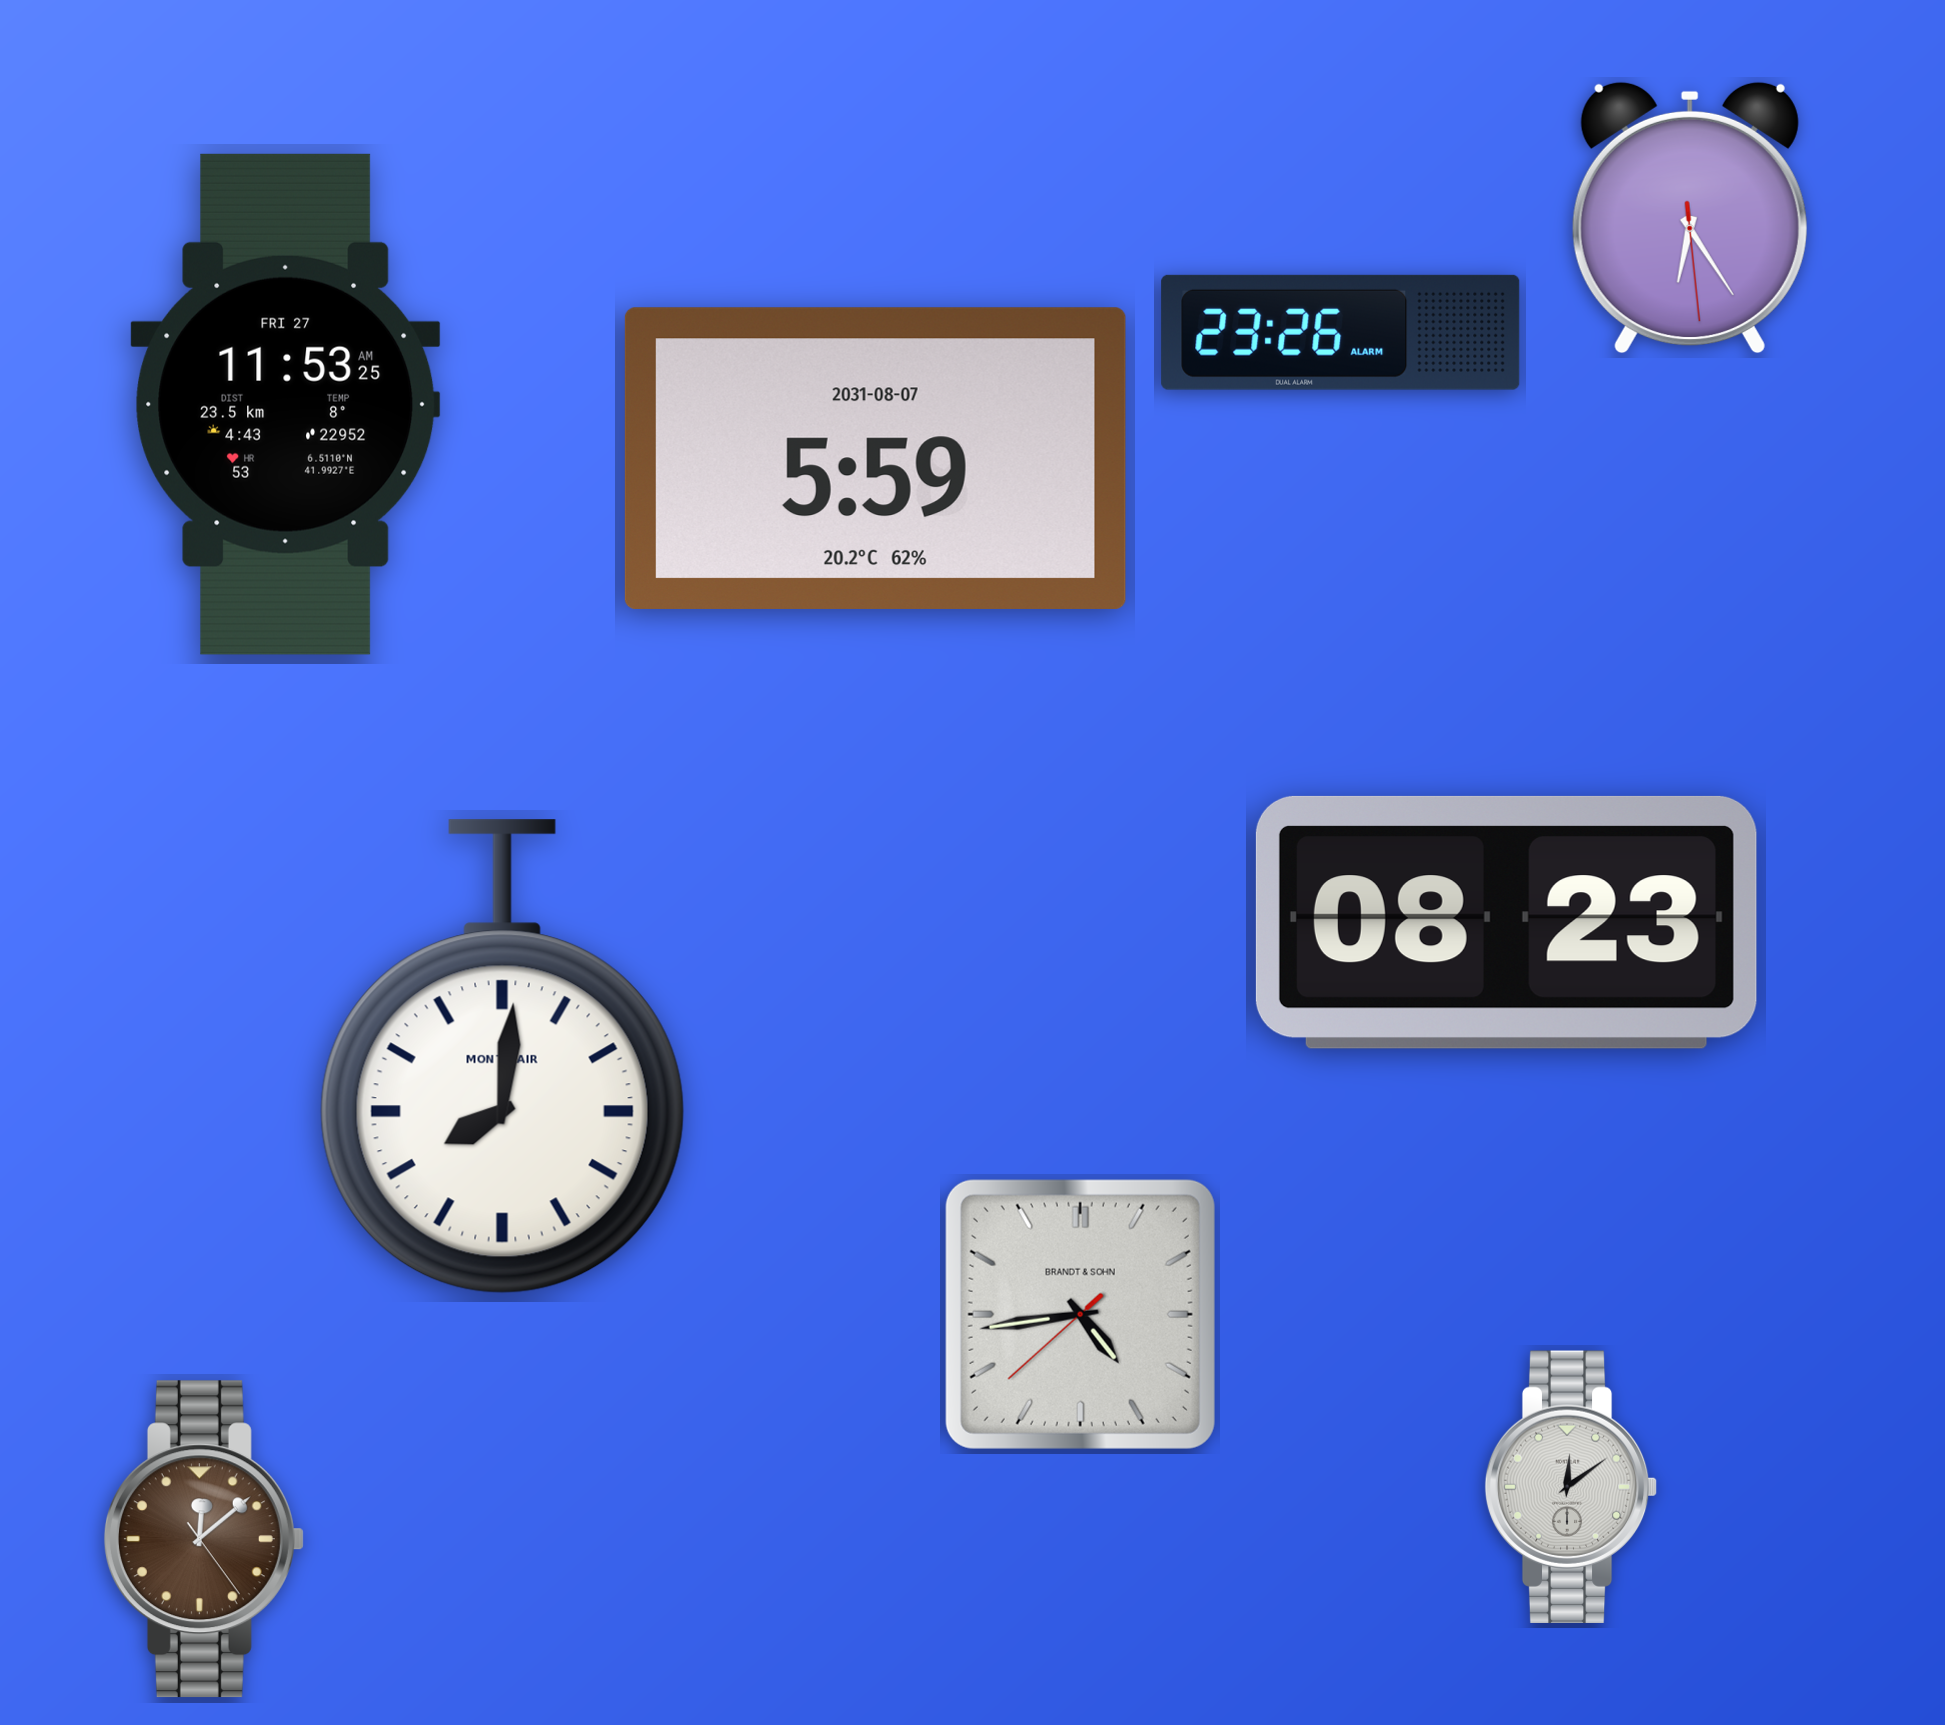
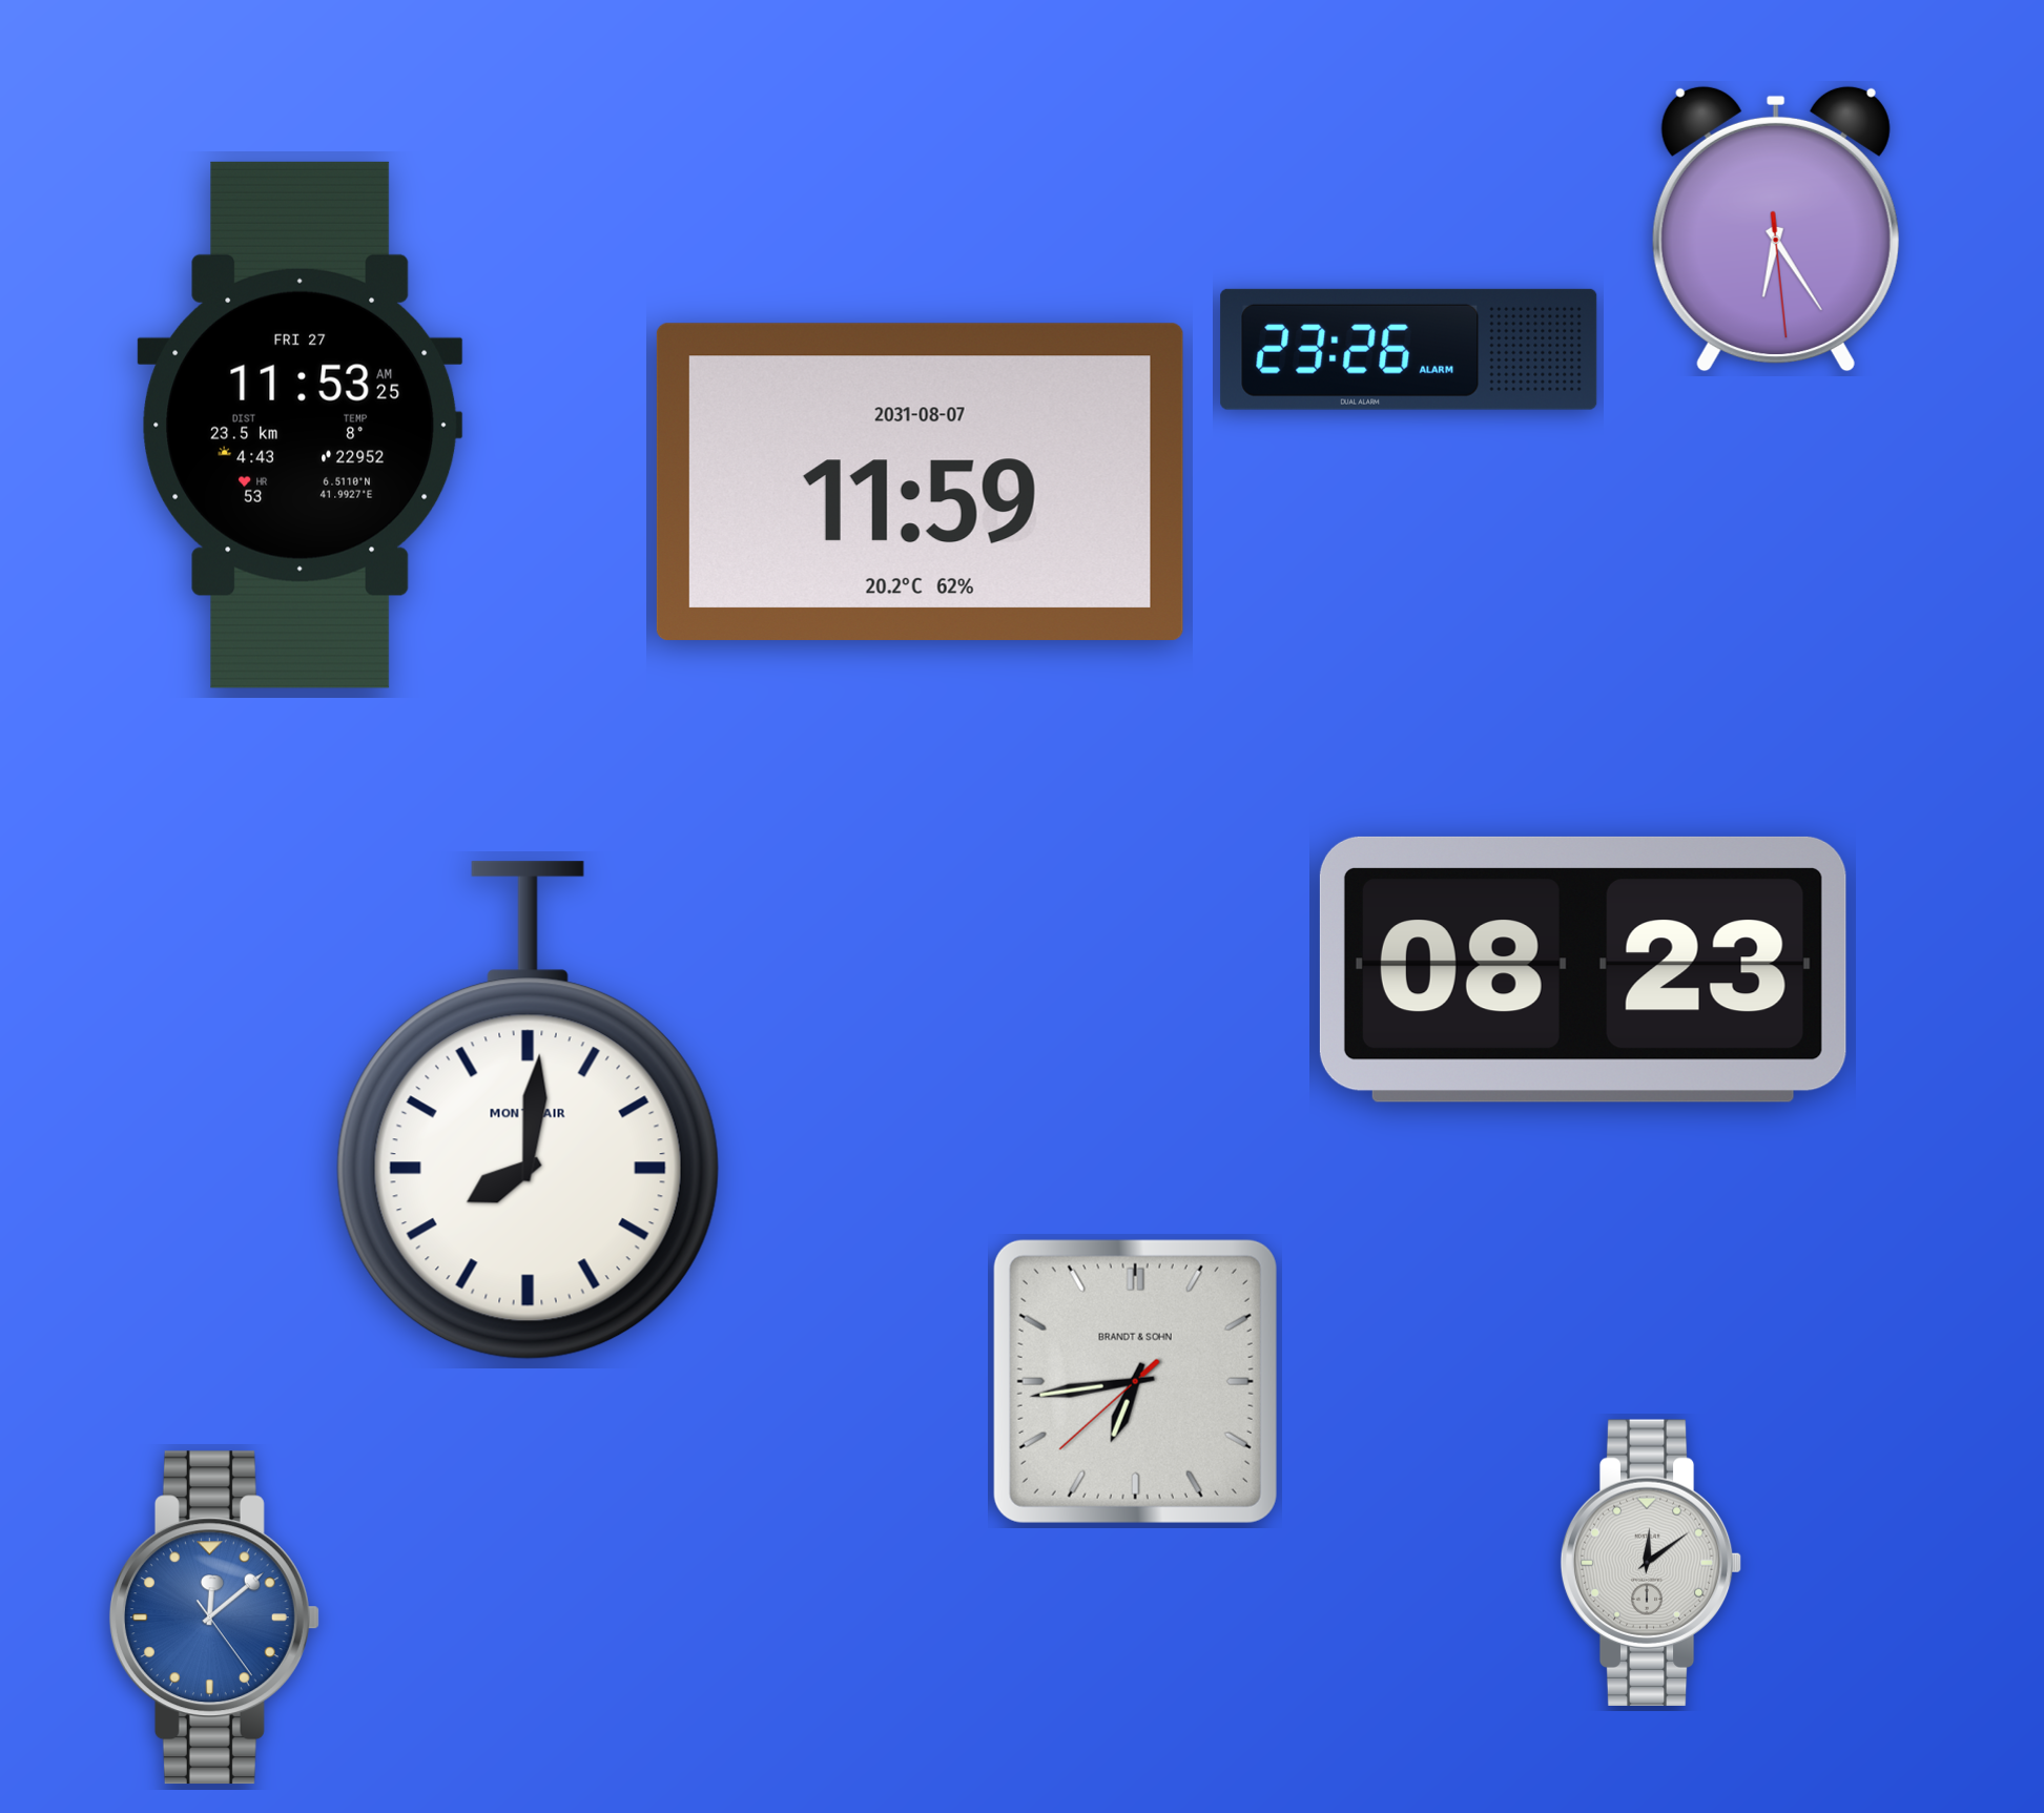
clock at (875, 458): 5:59 -> 11:59
clock at (1080, 1314): 4:43 -> 6:43
clock at (204, 1539) dial: brown -> blue
